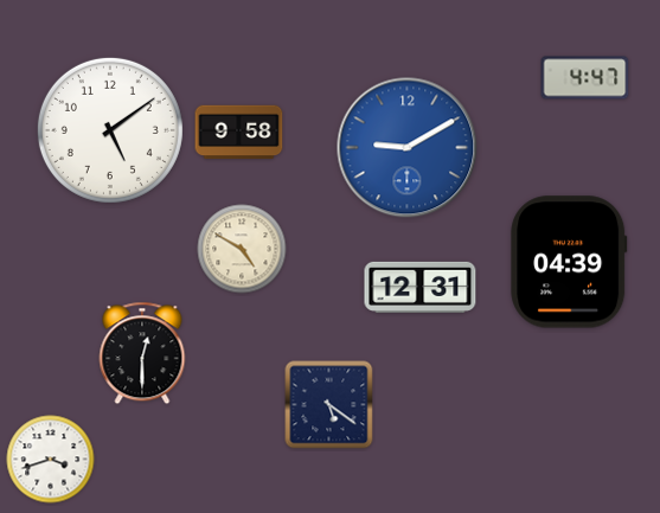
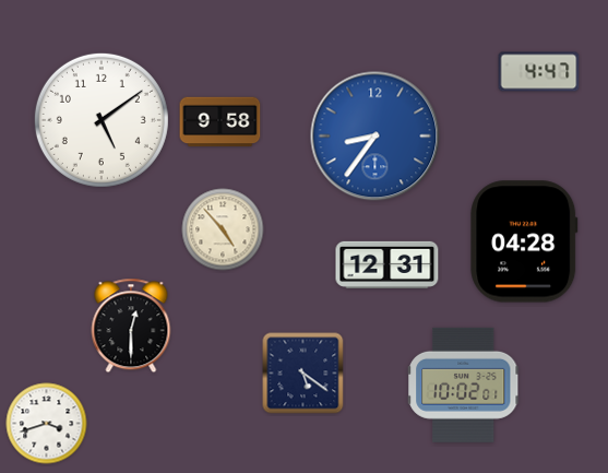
clock at (408, 148): 9:10 -> 8:36
clock at (242, 249): 4:50 -> 4:53
clock at (569, 262): 04:39 -> 04:28
clock at (464, 385): none -> 10:02
